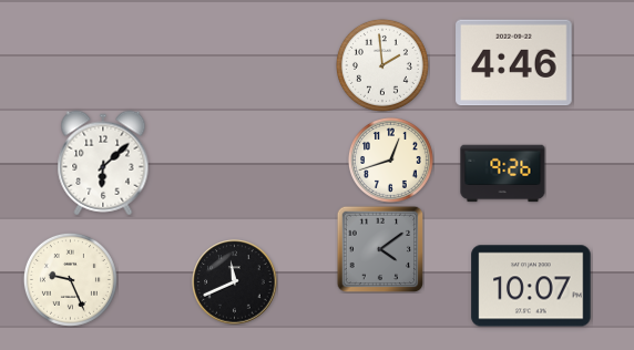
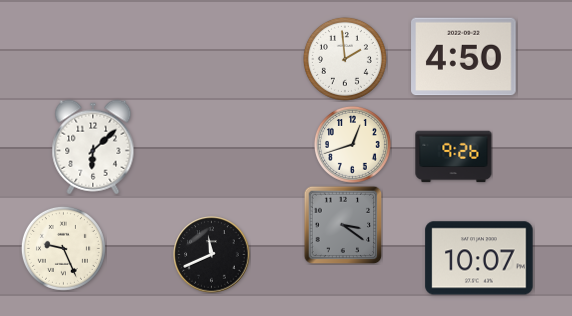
clock at (514, 63): 4:46 -> 4:50
clock at (380, 249): 4:09 -> 3:21
clock at (70, 279) position: (70, 279) -> (63, 248)
